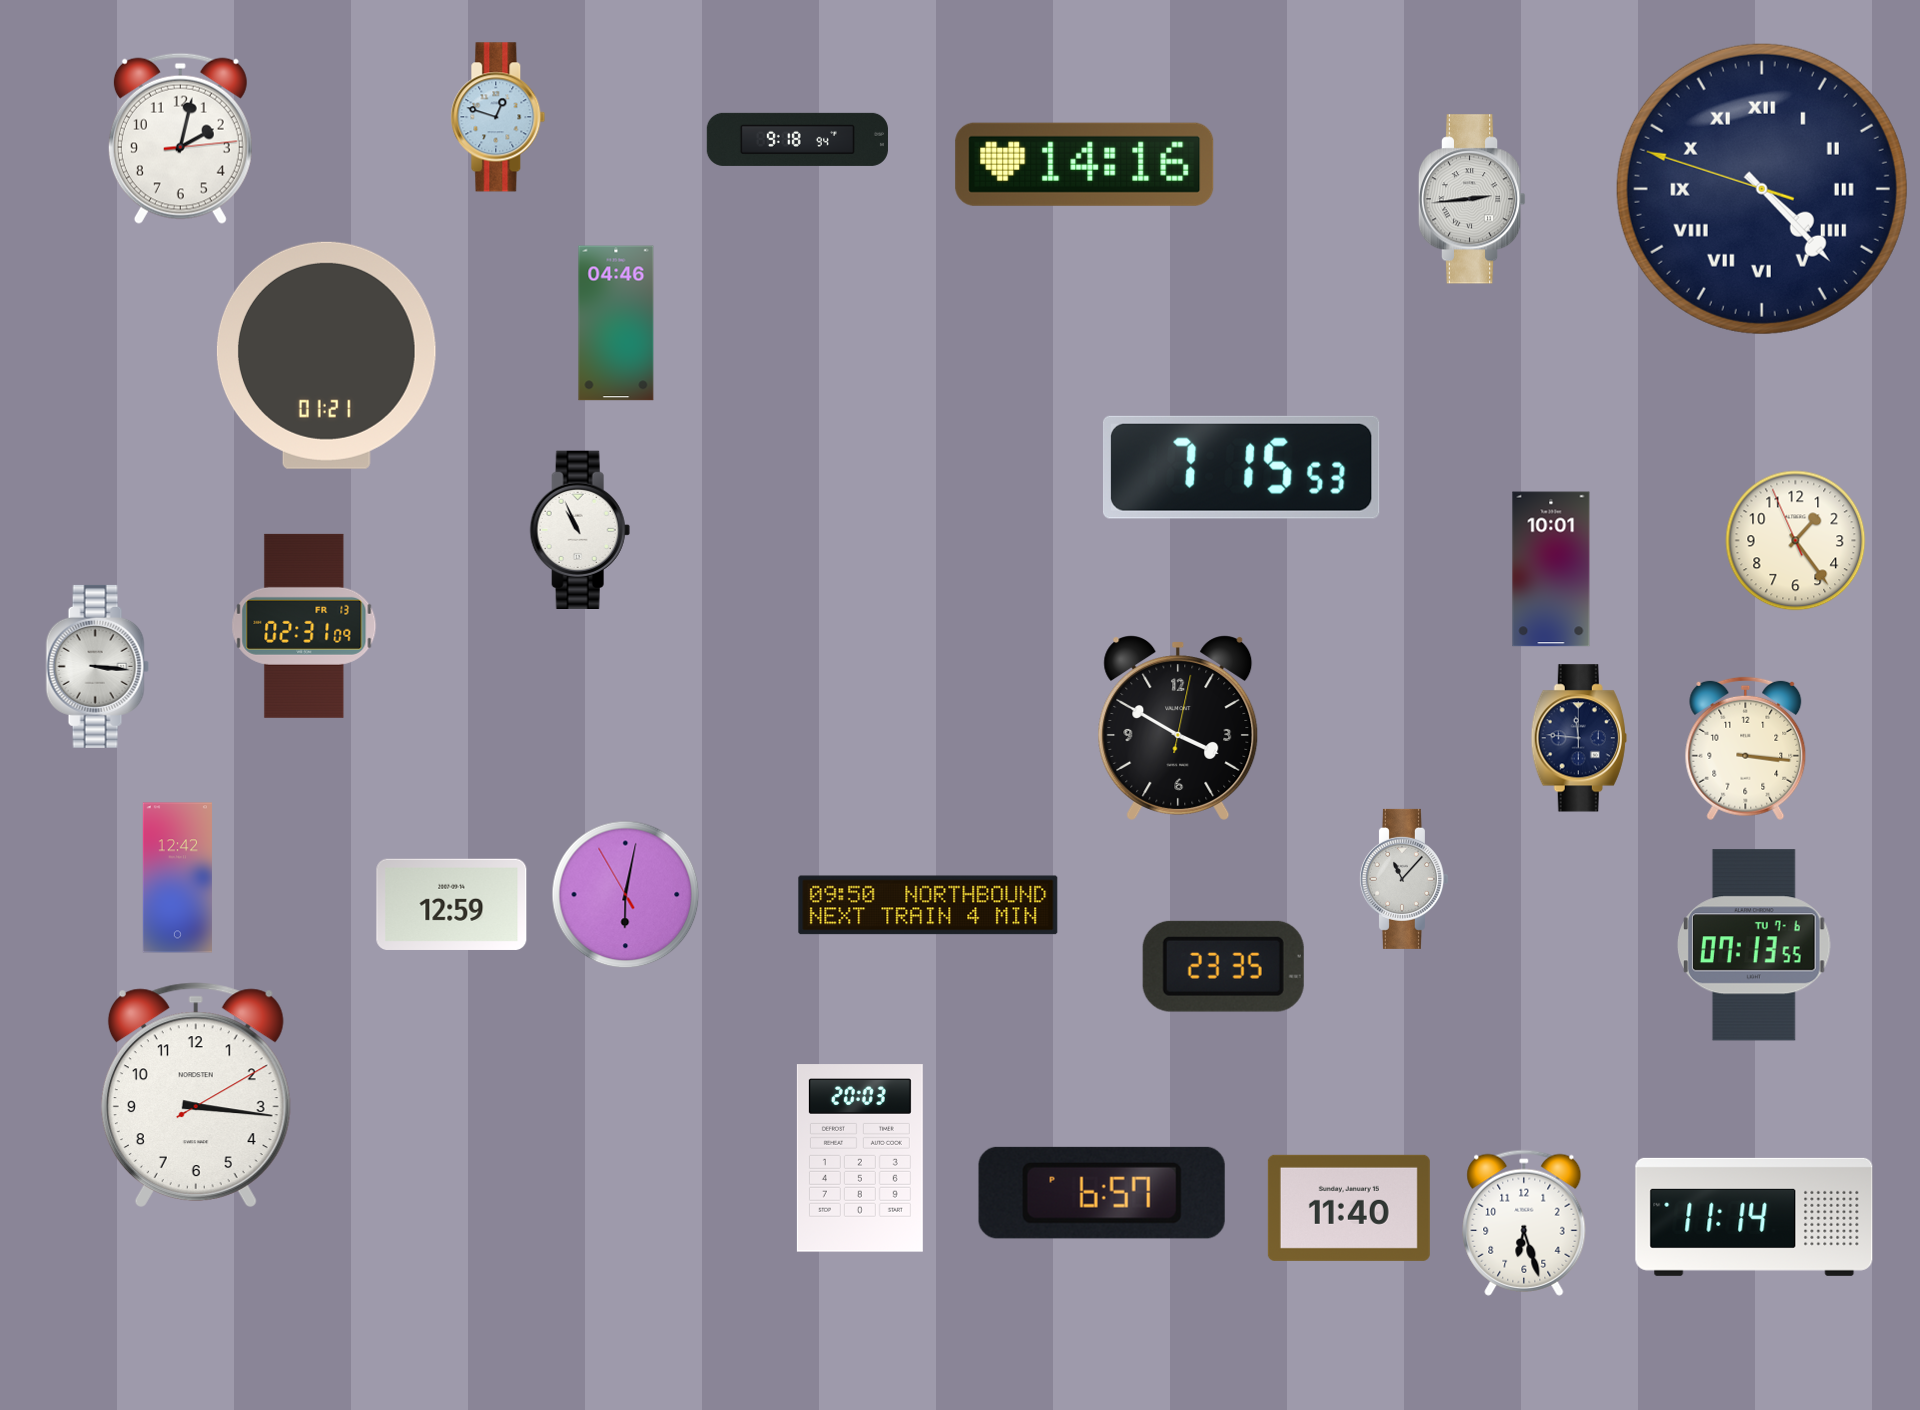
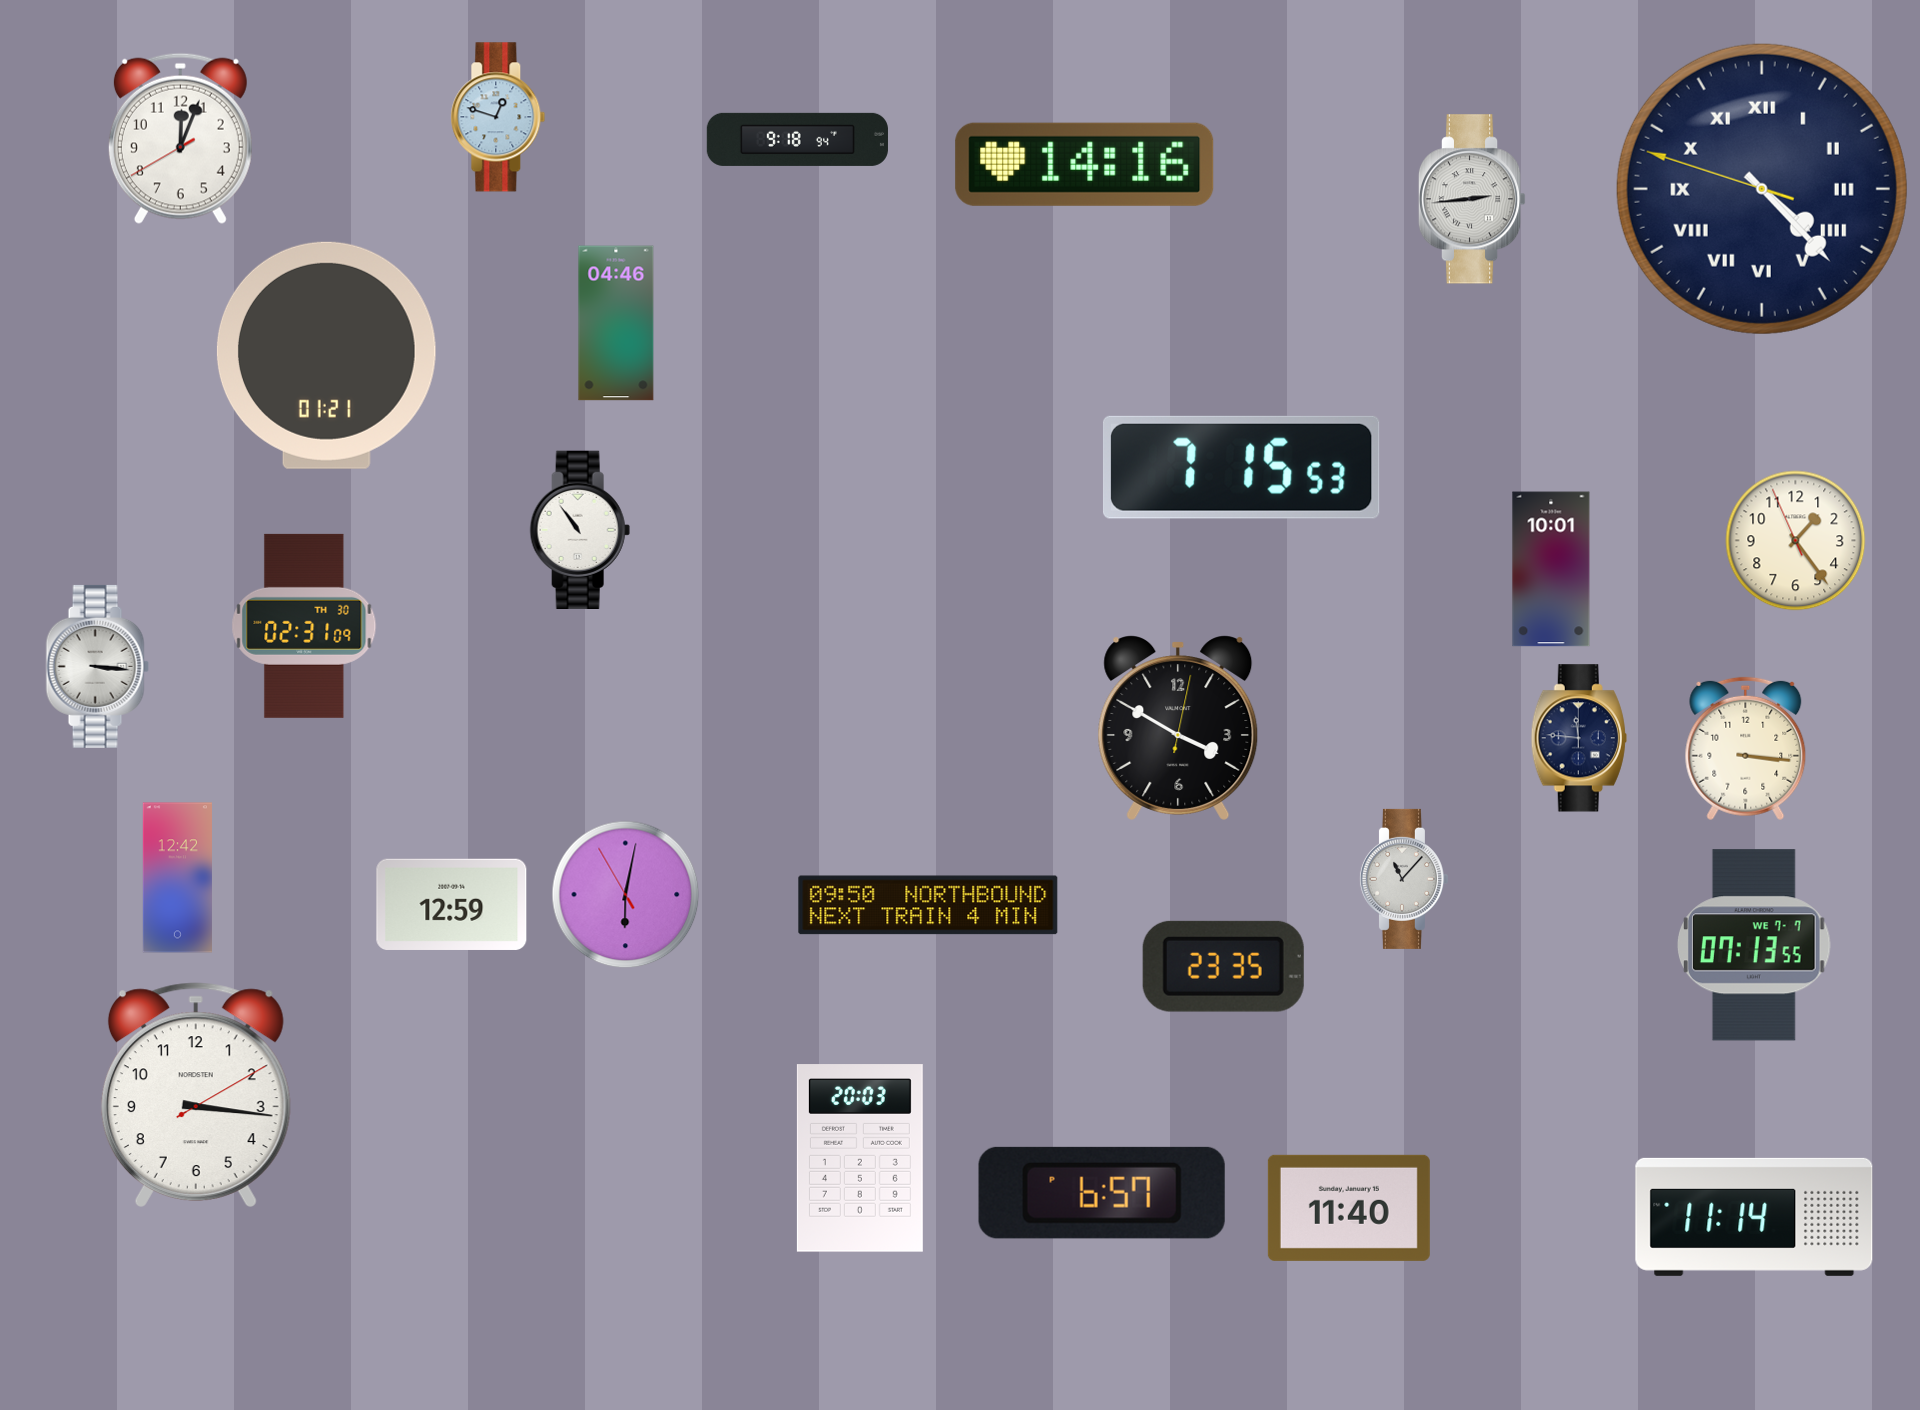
clock at (180, 138): 2:02 -> 12:03
clock at (580, 529): 10:56 -> 10:54
clock at (304, 626) date: FR 13 -> TH 30
clock at (1755, 945) date: TU 7-6 -> WE 7-7
clock at (1524, 1223): 6:27 -> none
